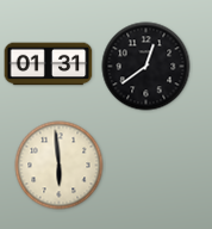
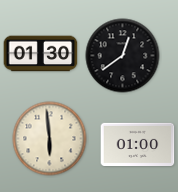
clock at (49, 64): 01:31 -> 01:30
clock at (138, 144): none -> 01:00
